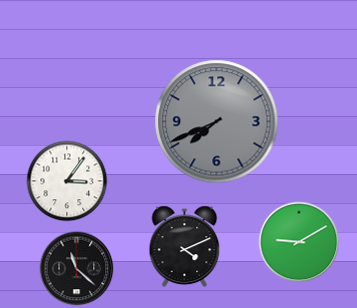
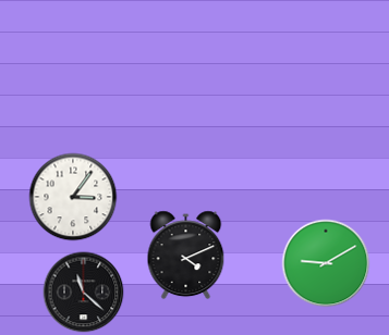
clock at (217, 122): 7:41 -> none
clock at (185, 247) position: (185, 247) -> (186, 256)
